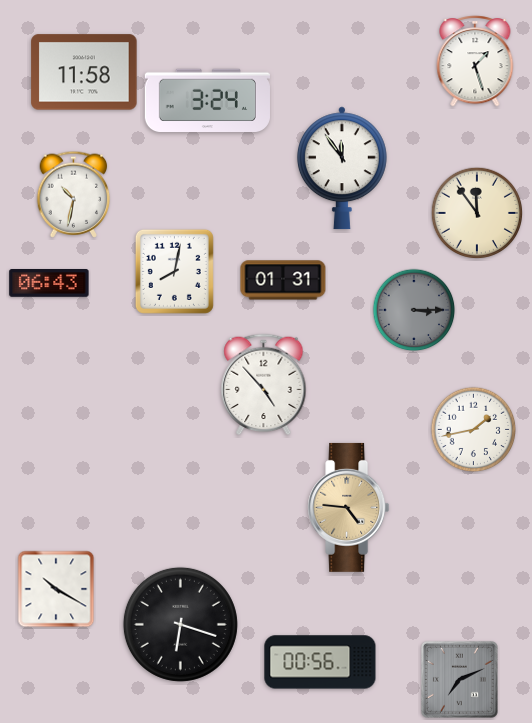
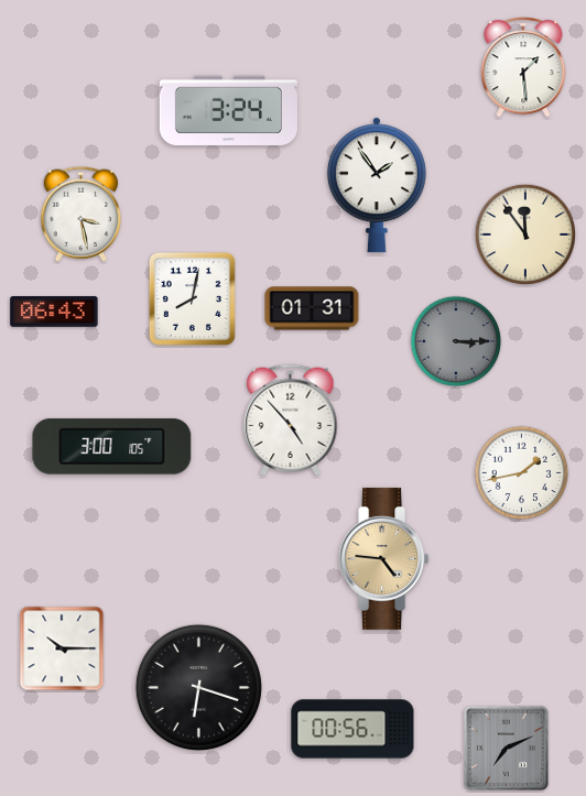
clock at (475, 62): 1:27 -> 1:29
clock at (84, 72): 11:58 -> none
clock at (342, 168): 11:54 -> 1:54
clock at (74, 194): 10:32 -> 3:28
clock at (264, 385) position: (264, 385) -> (291, 421)
clock at (112, 447): none -> 3:00
clock at (56, 589): 10:20 -> 10:15
